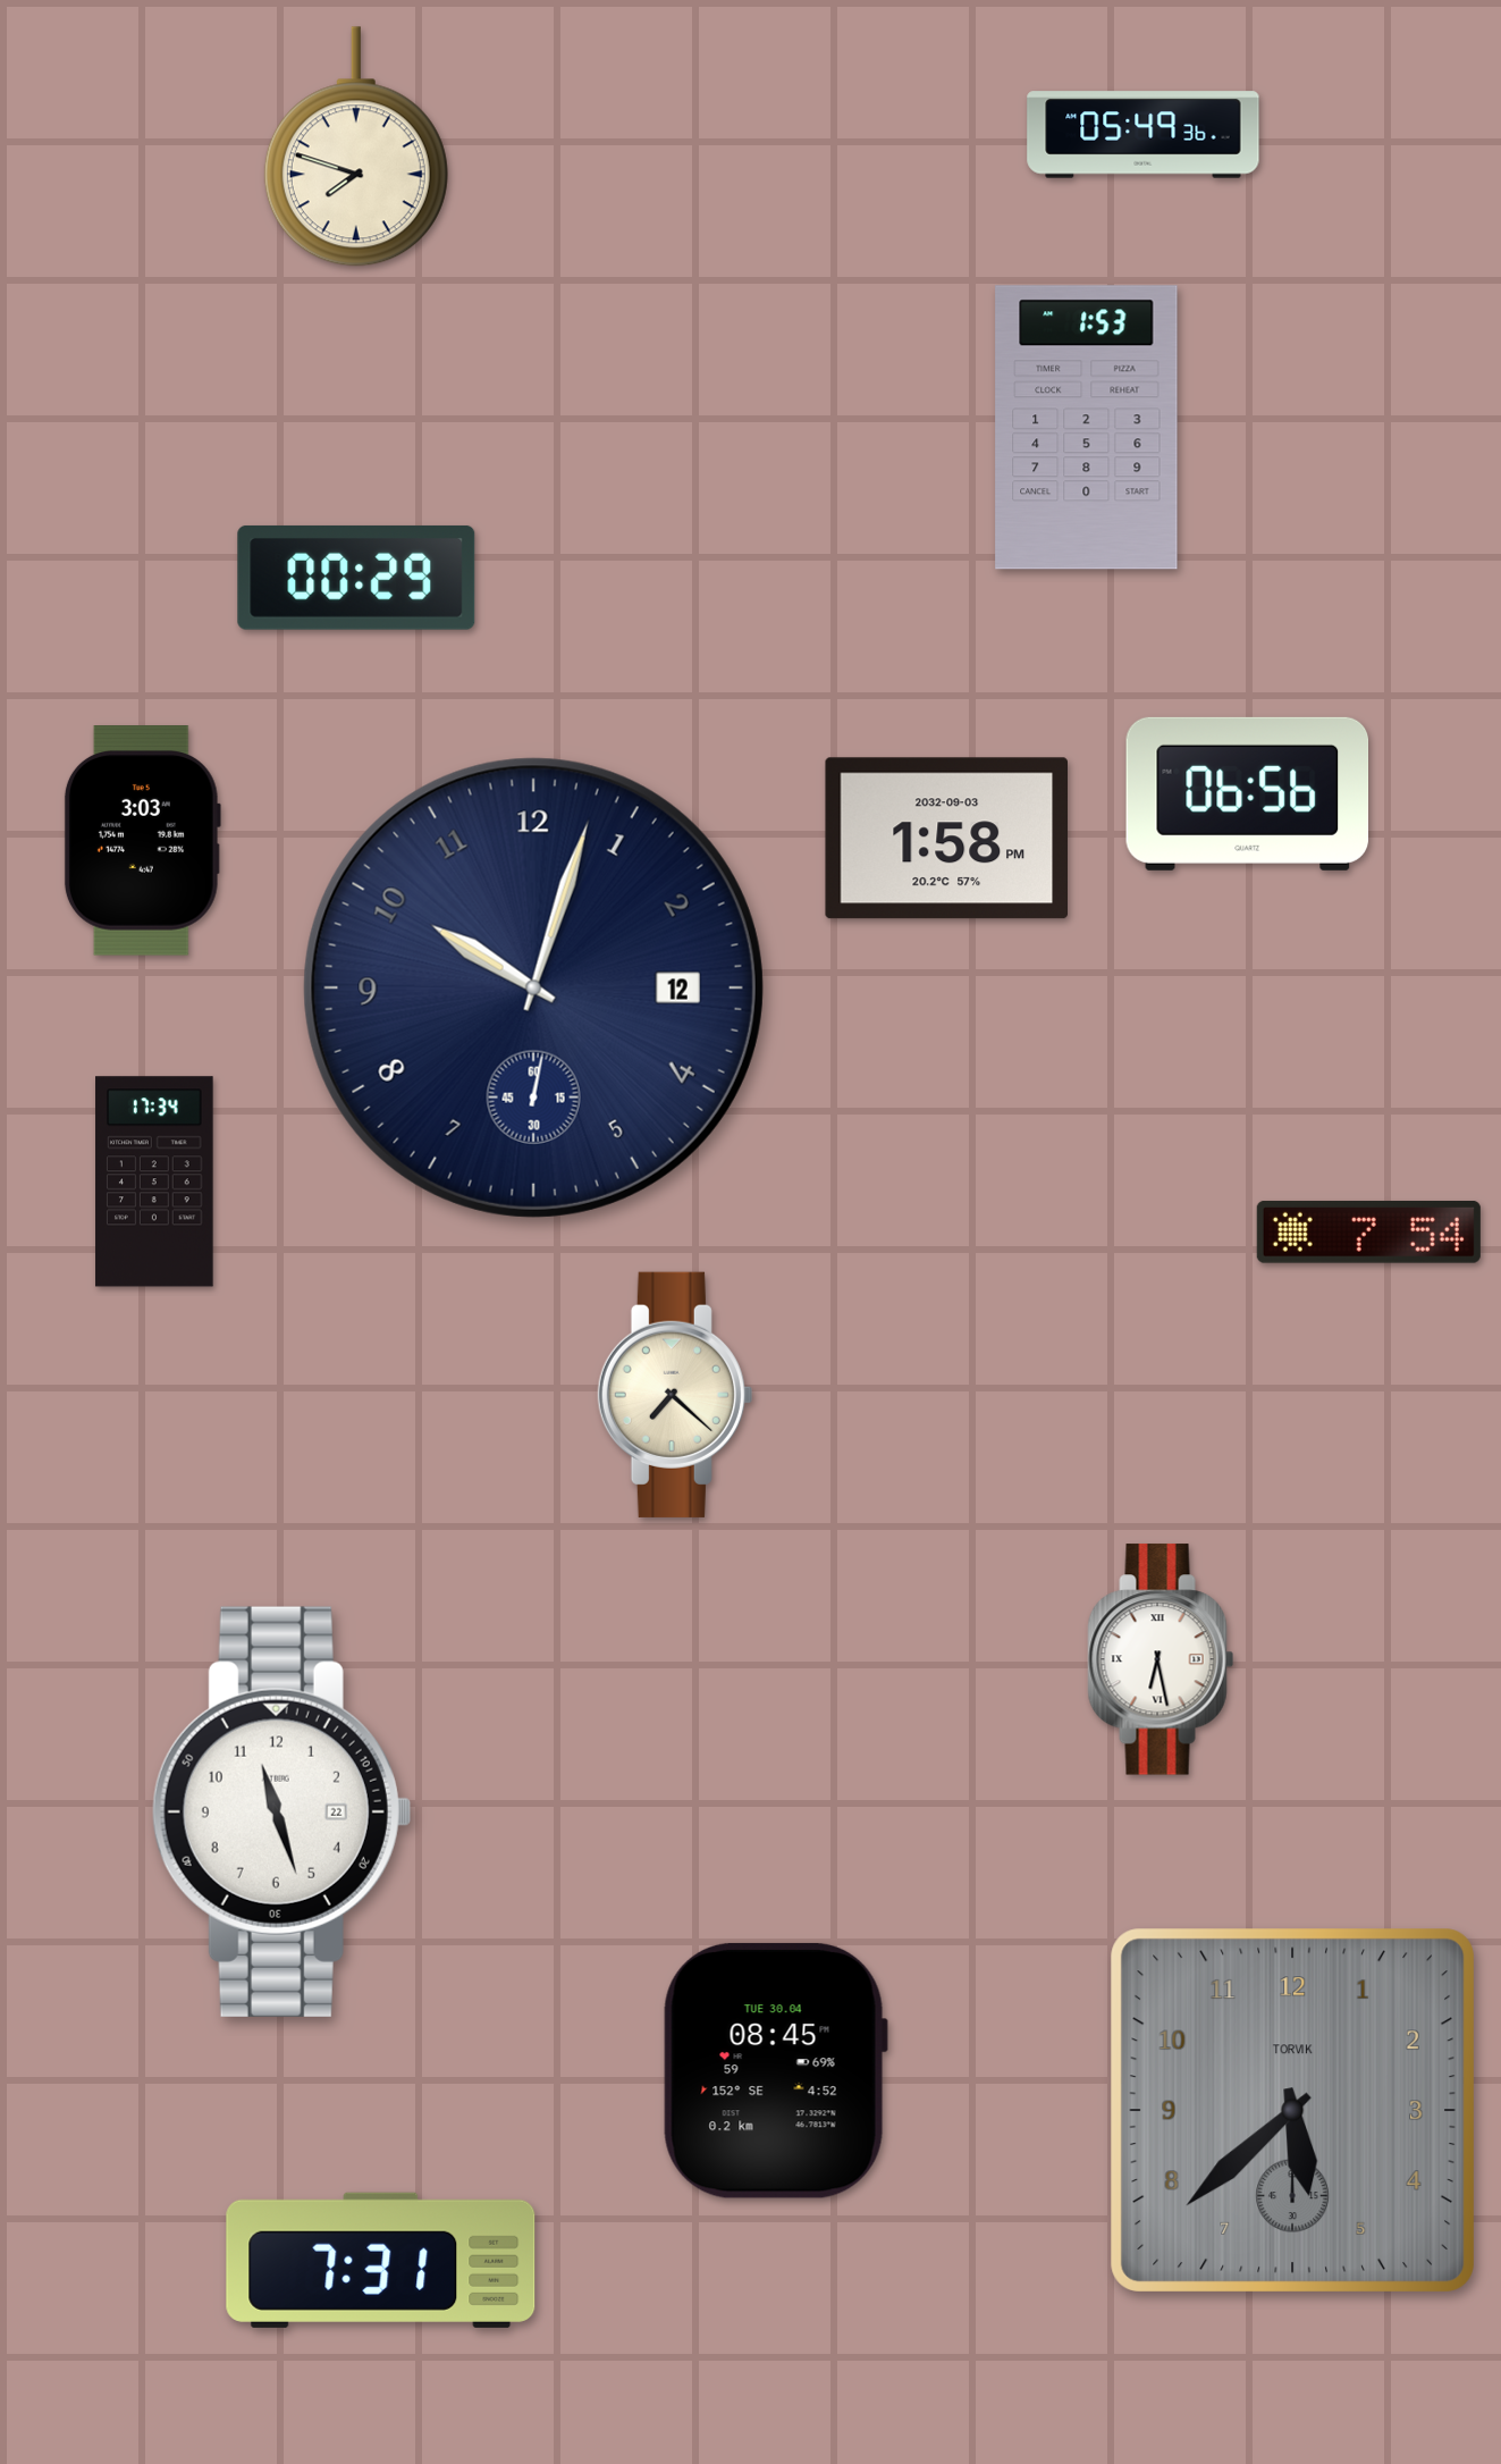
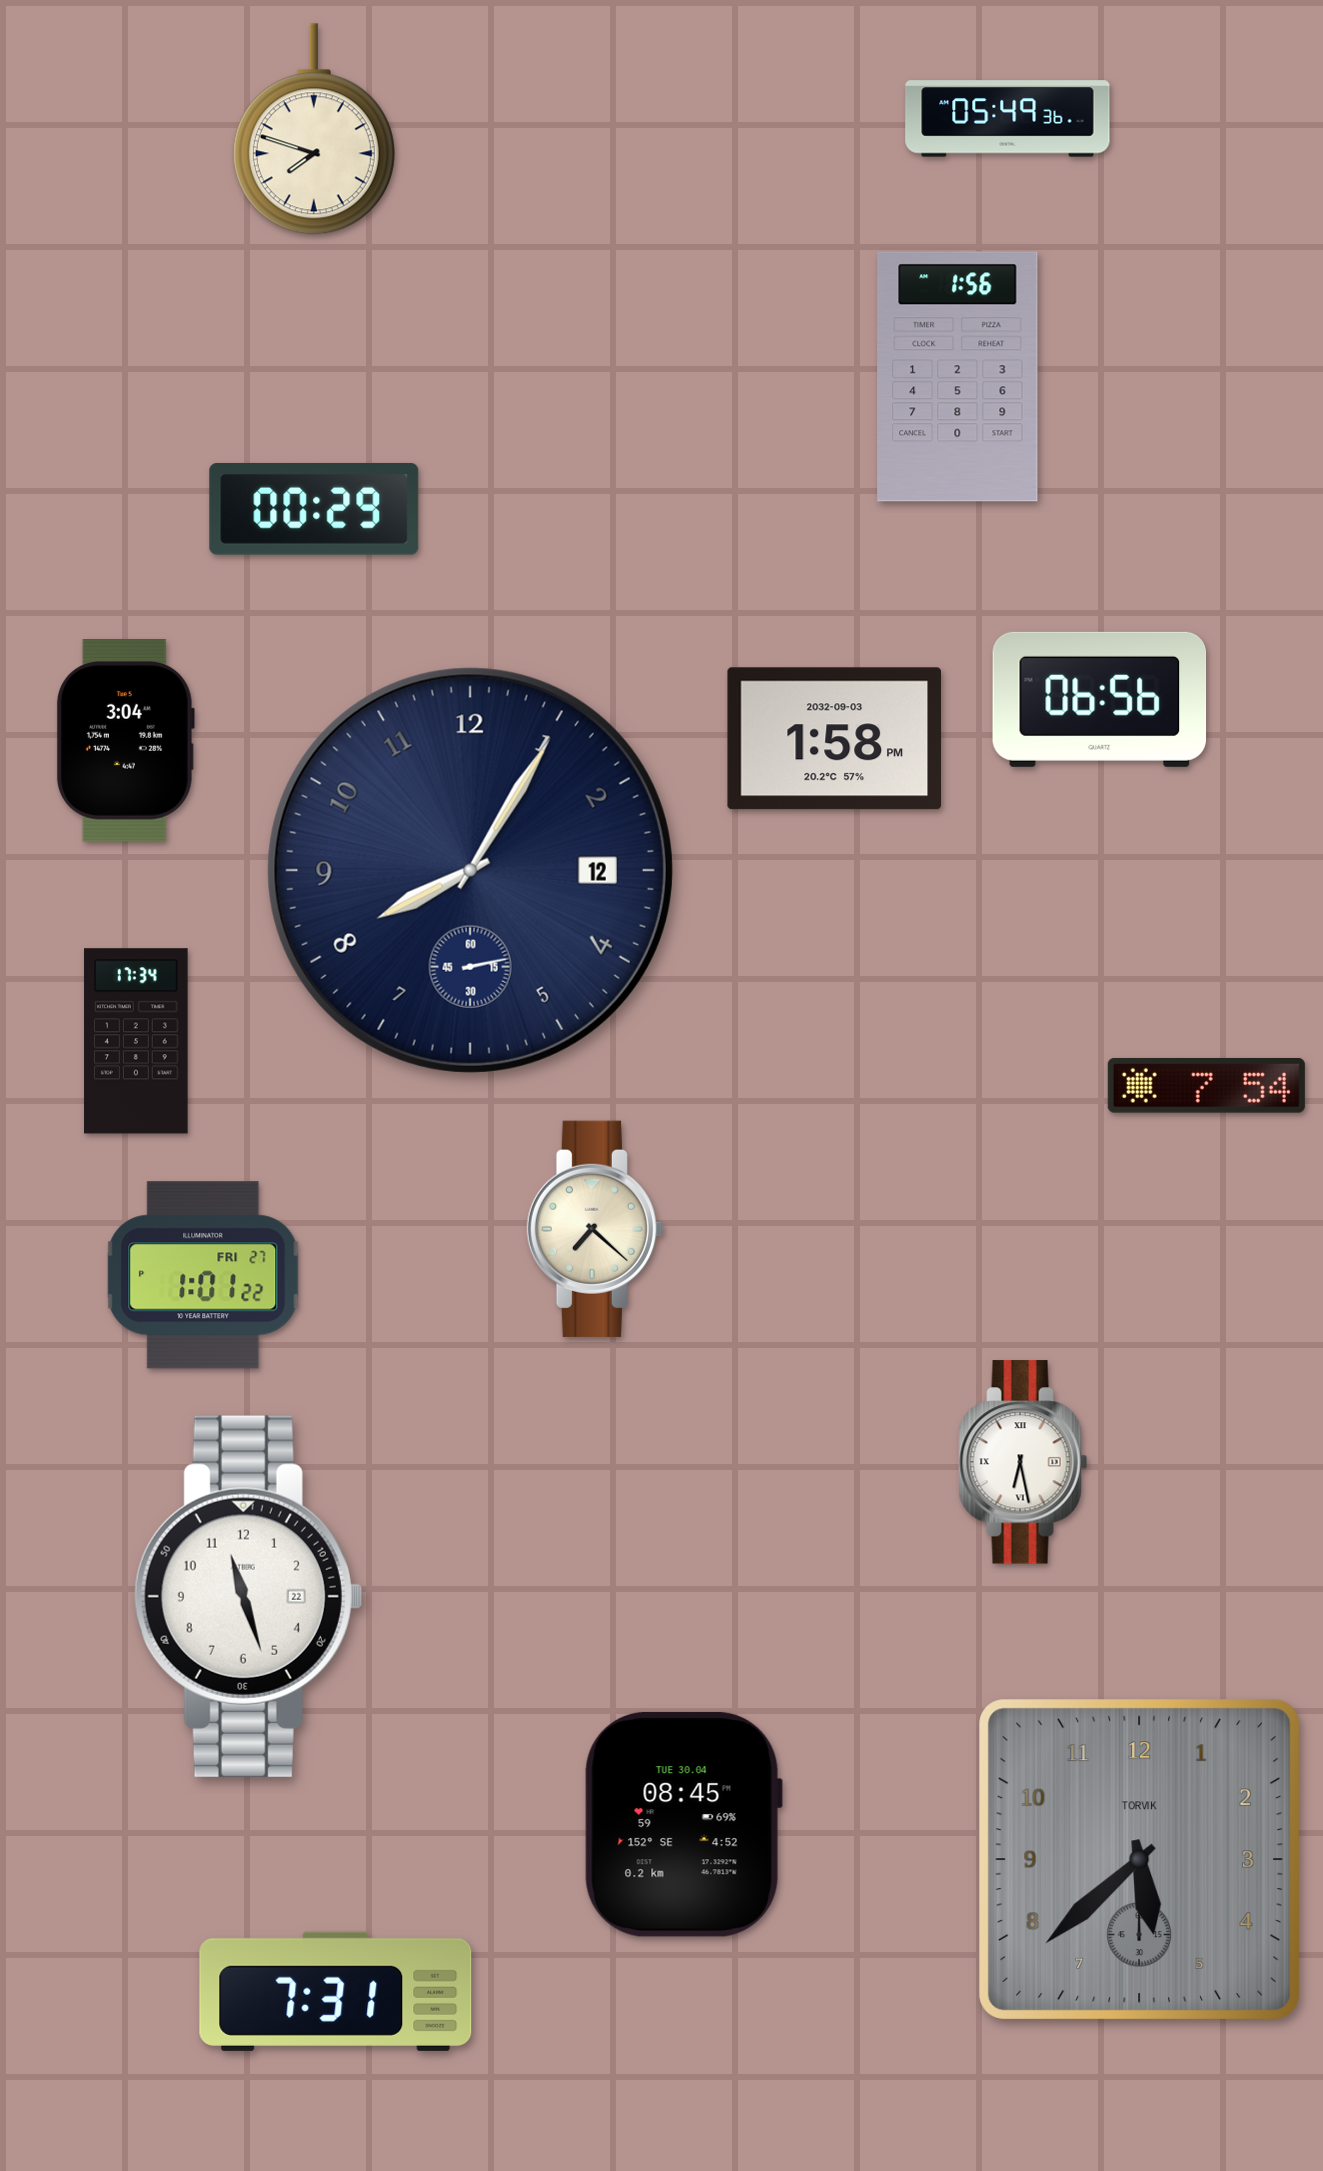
clock at (1087, 428): 1:53 -> 1:56
clock at (142, 841): 3:03 -> 3:04
clock at (533, 987): 10:03 -> 8:05
clock at (203, 1275): none -> 1:01
